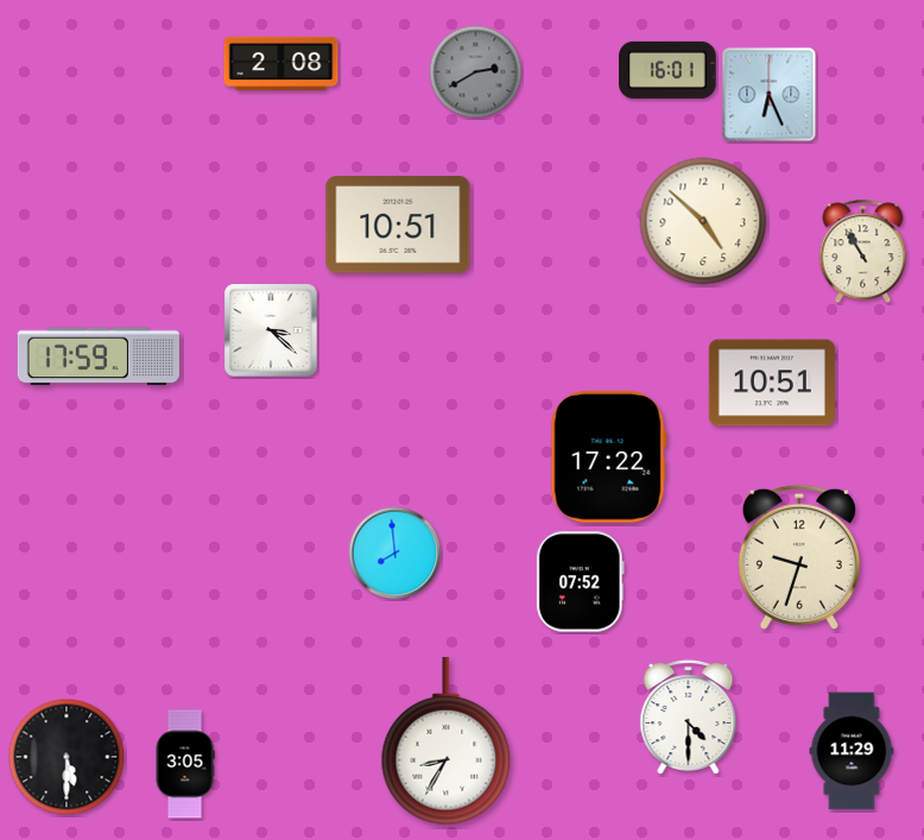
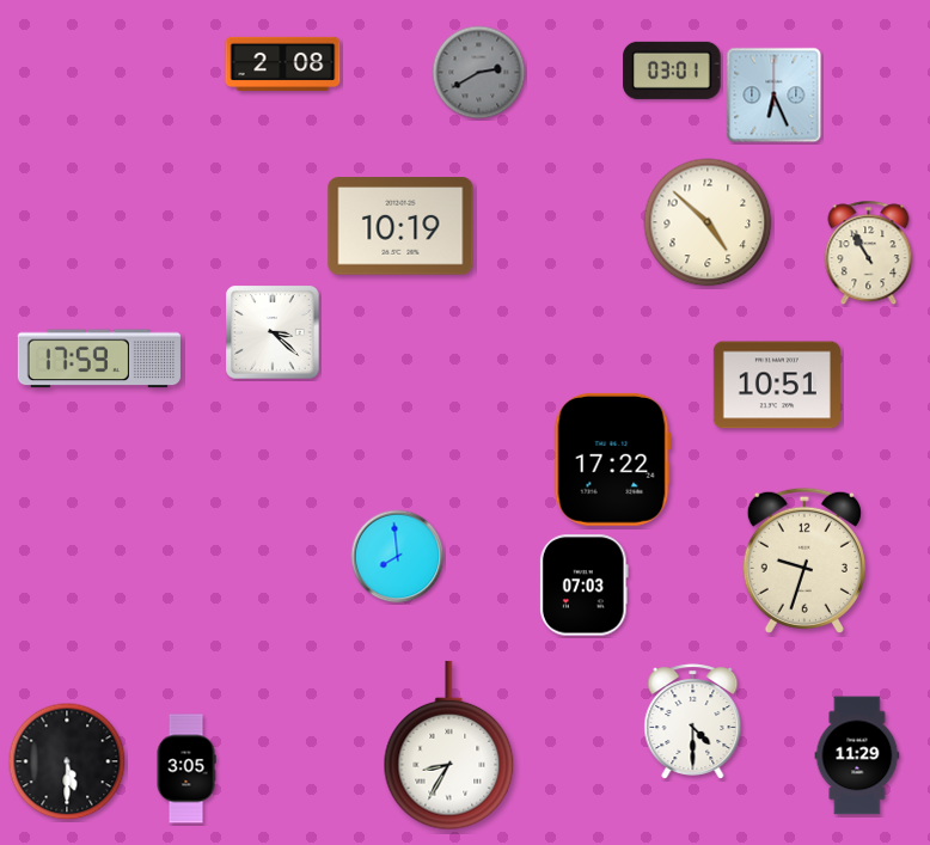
clock at (667, 70): 16:01 -> 03:01
clock at (398, 225): 10:51 -> 10:19
clock at (580, 582): 07:52 -> 07:03
